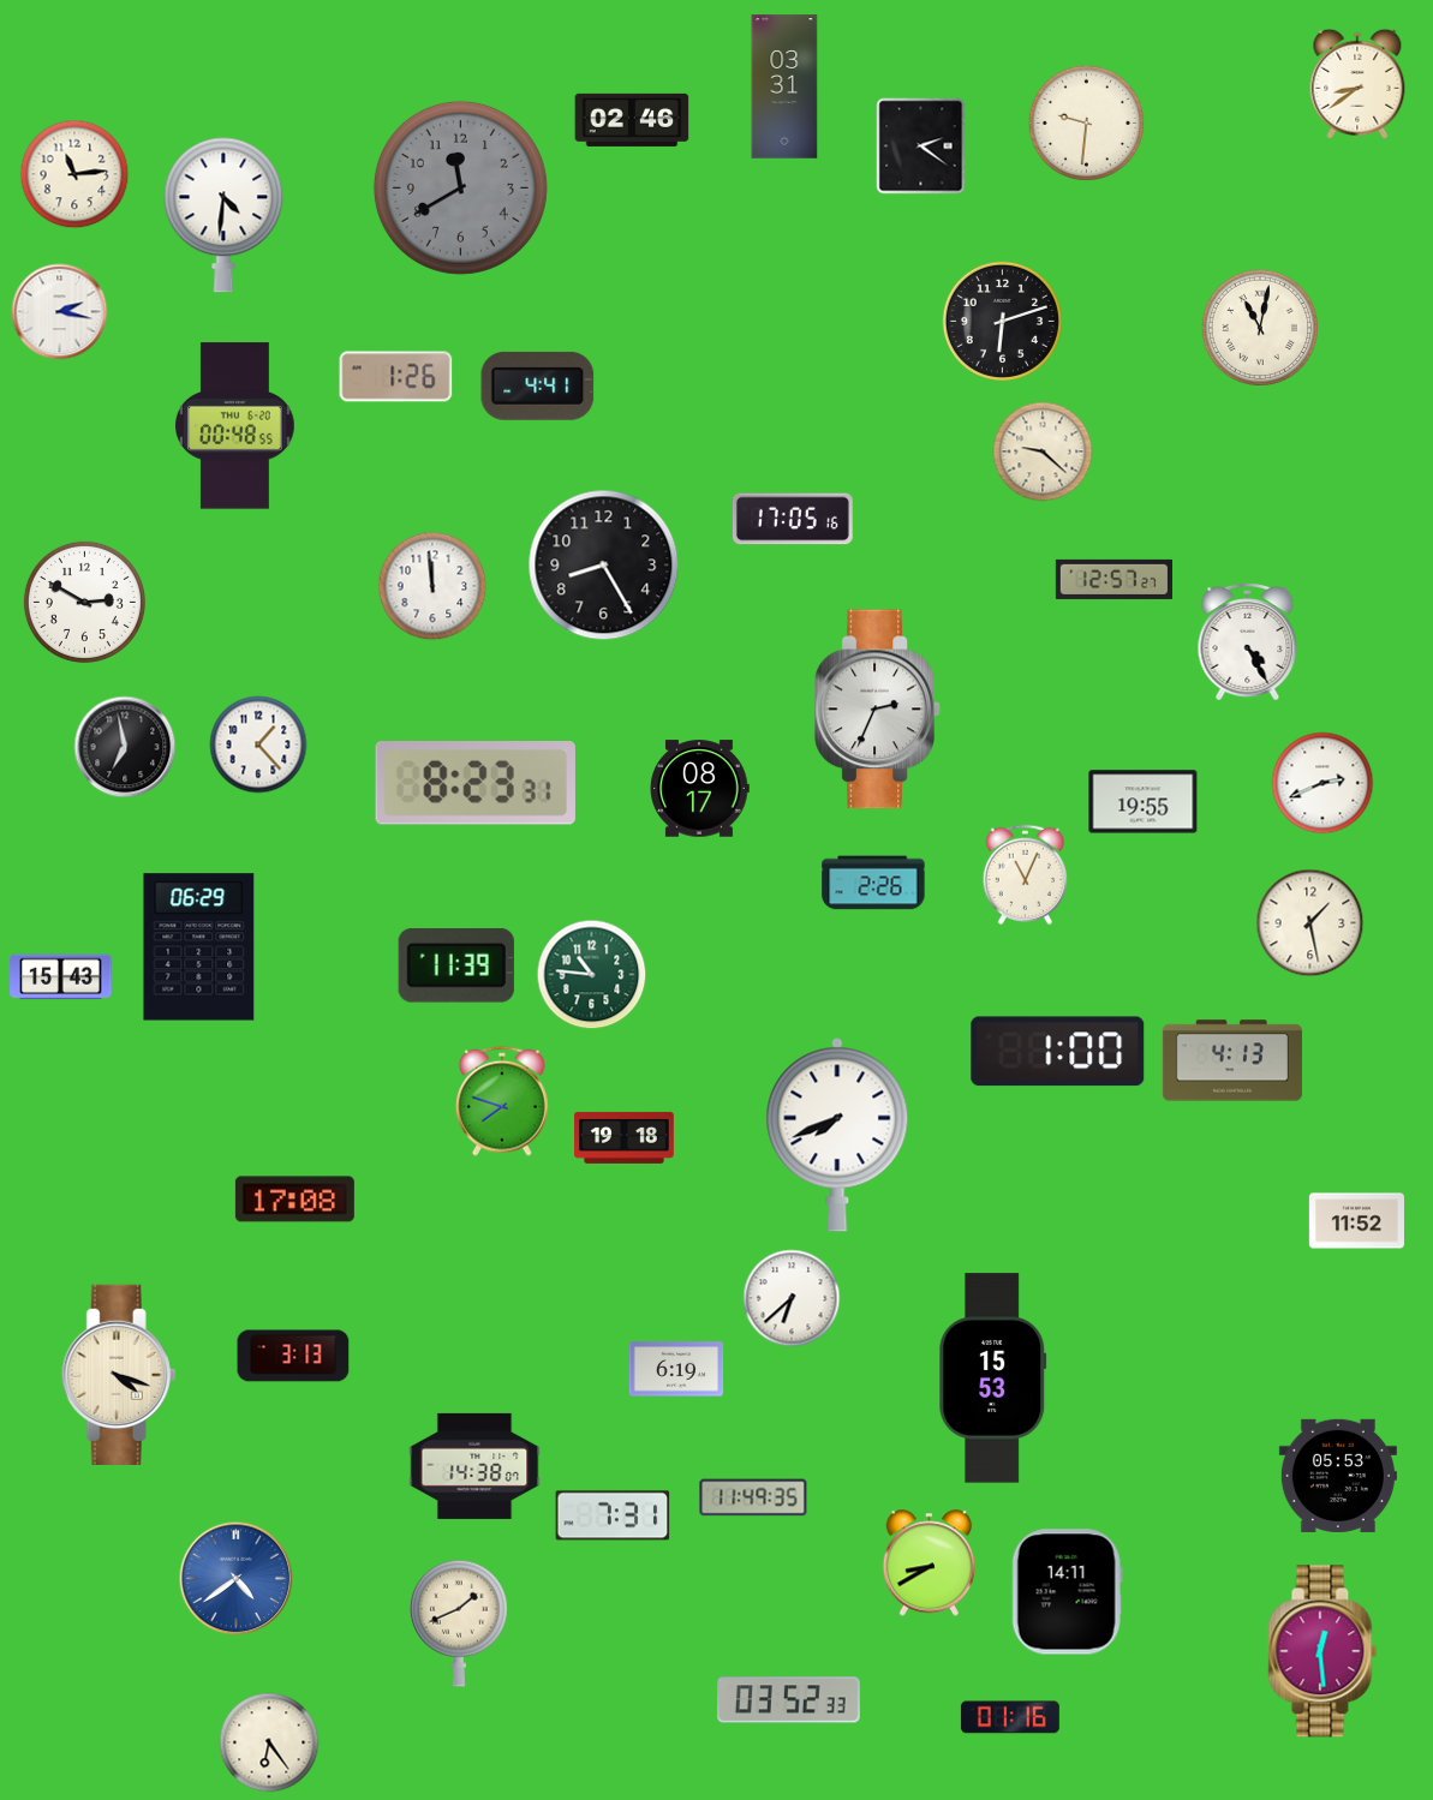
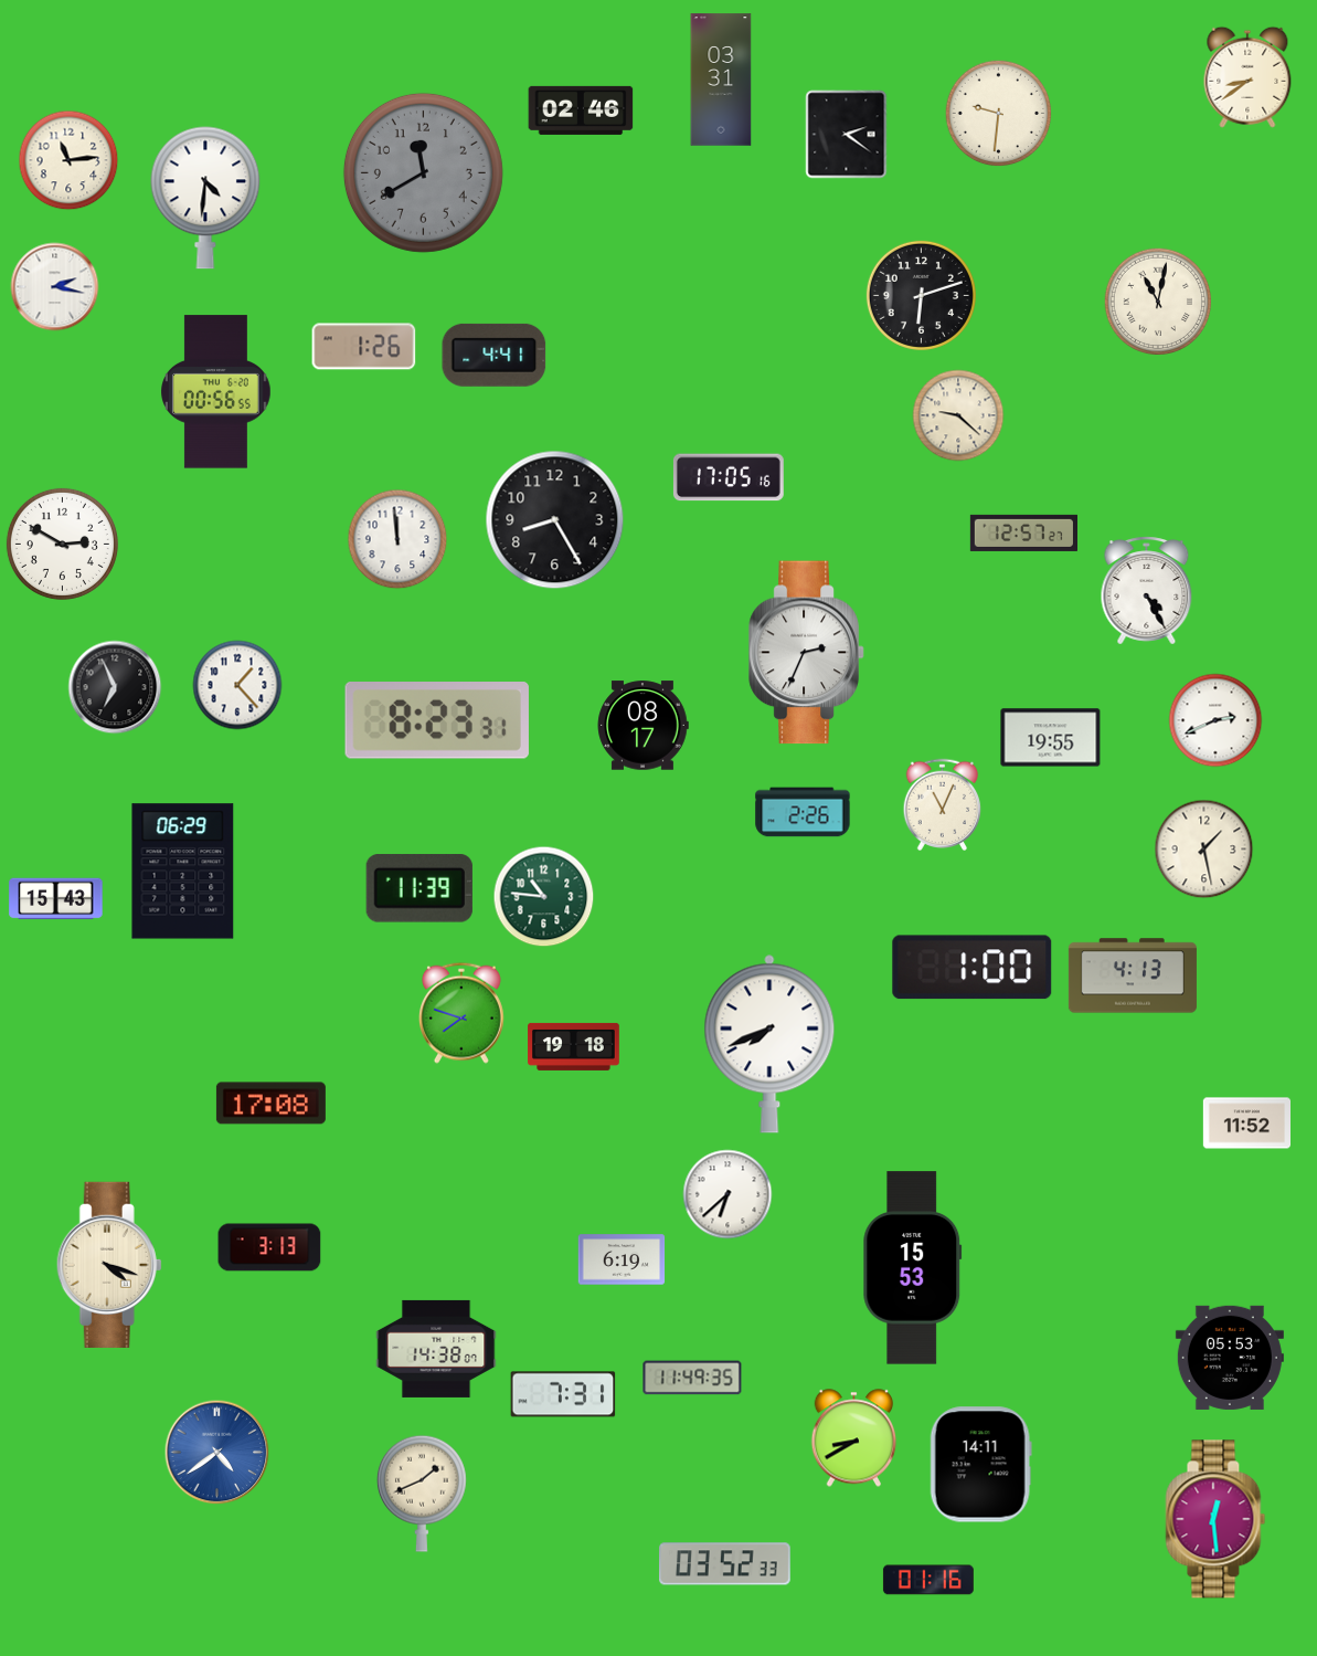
clock at (235, 426): 00:48 -> 00:56
clock at (84, 602) position: (84, 602) -> (62, 544)
clock at (125, 747): 6:58 -> 6:56
clock at (269, 1742): 6:24 -> none
